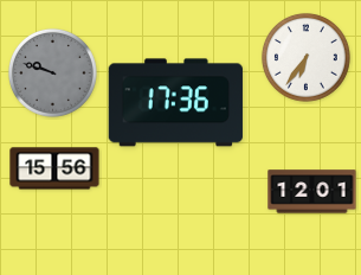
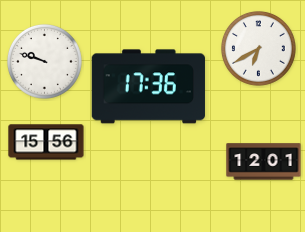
clock at (305, 57): 6:36 -> 6:40
clock at (52, 72) dial: grey -> white
